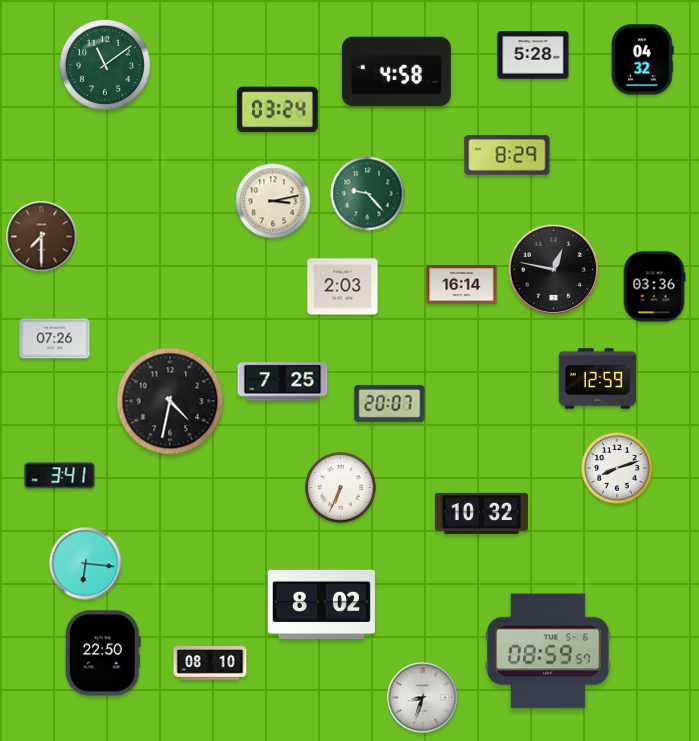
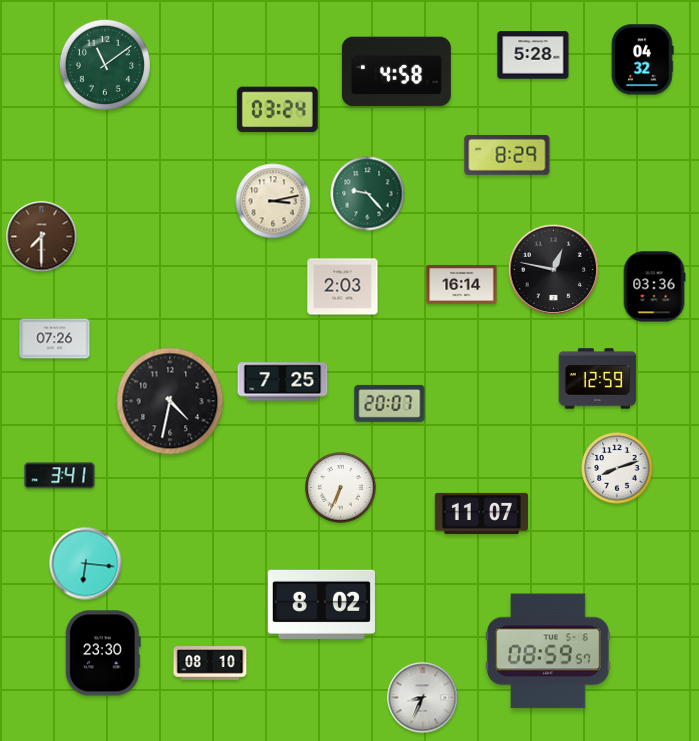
clock at (481, 513): 10:32 -> 11:07
clock at (103, 653): 22:50 -> 23:30
clock at (423, 698): 8:33 -> 8:34
